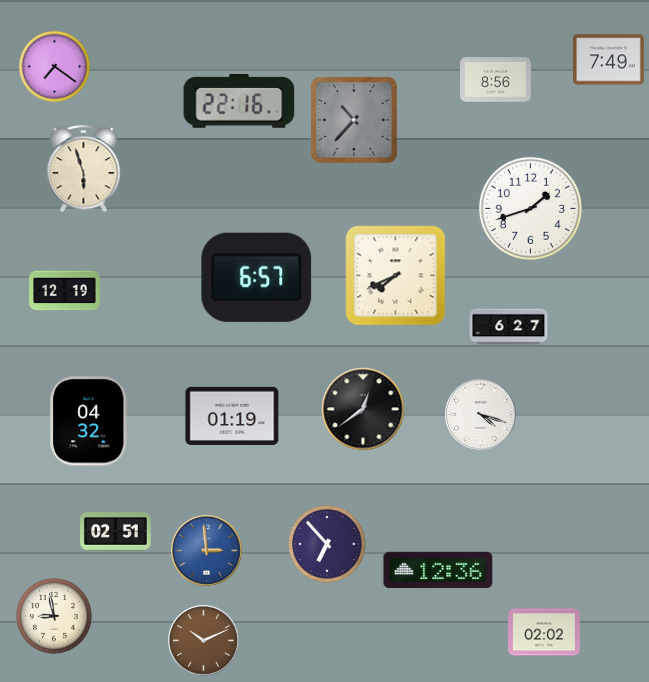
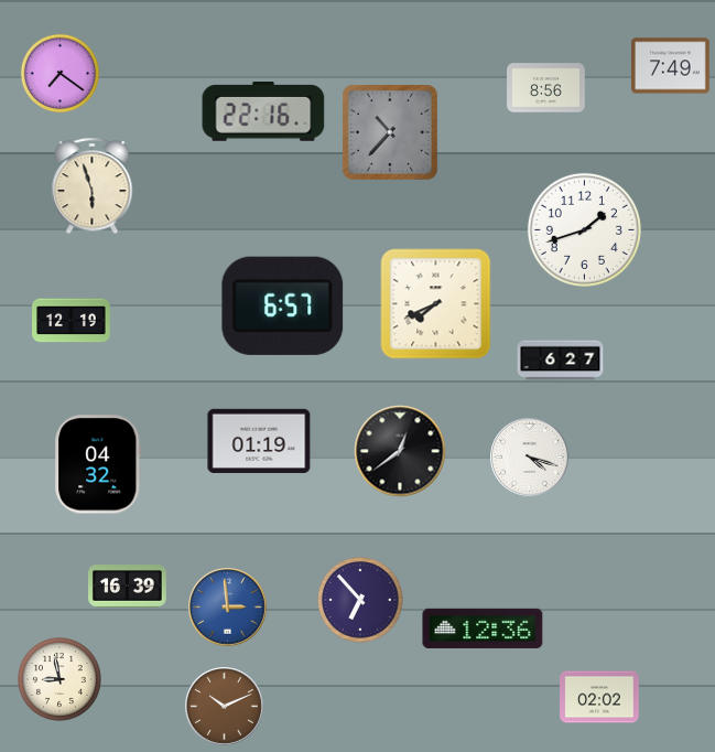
clock at (232, 416) position: (232, 416) -> (259, 441)
clock at (116, 532): 02:51 -> 16:39
